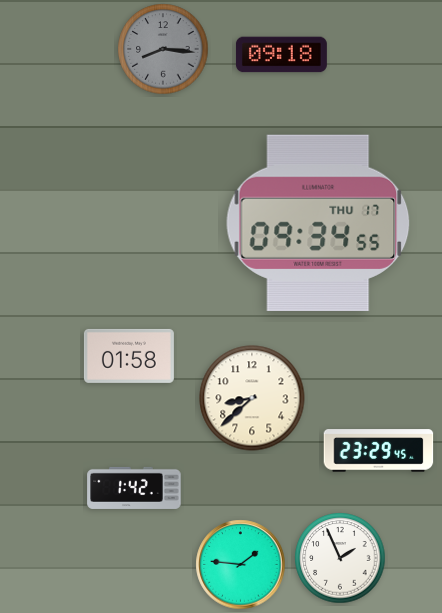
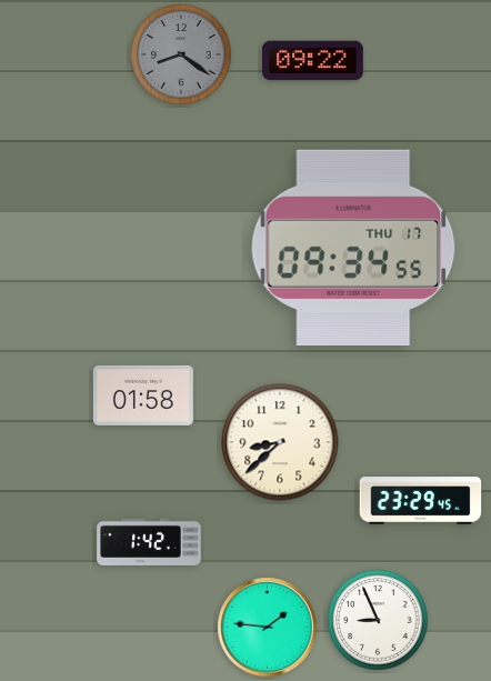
clock at (163, 49): 8:16 -> 8:21
clock at (281, 55): 09:18 -> 09:22
clock at (340, 558): 1:56 -> 8:56
